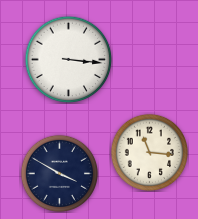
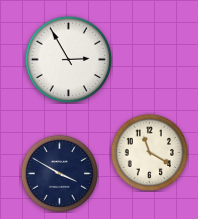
clock at (68, 59): 3:16 -> 2:55
clock at (149, 152): 11:16 -> 11:20
